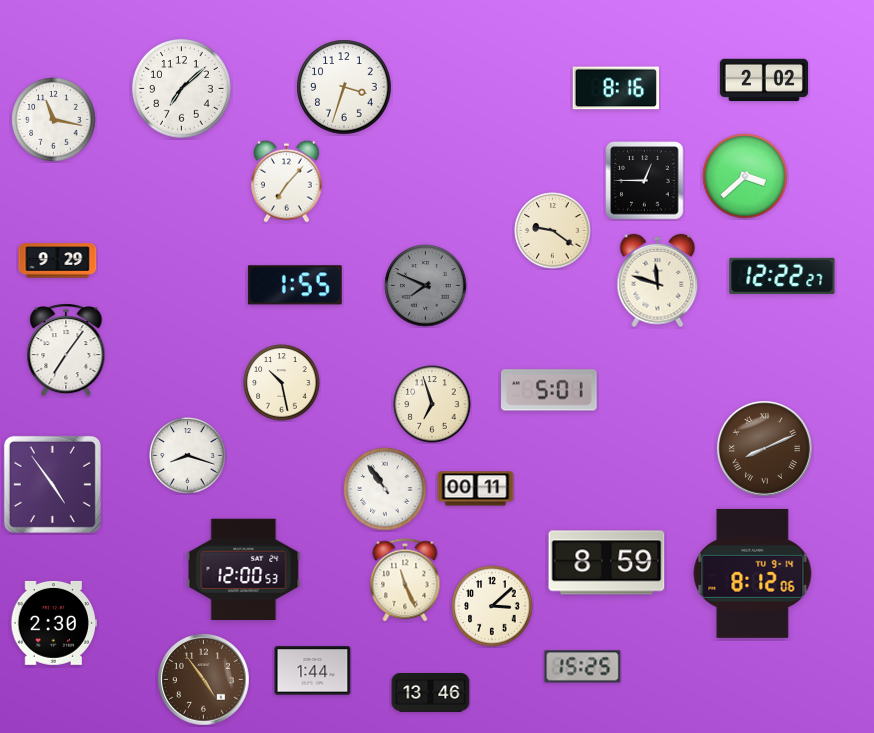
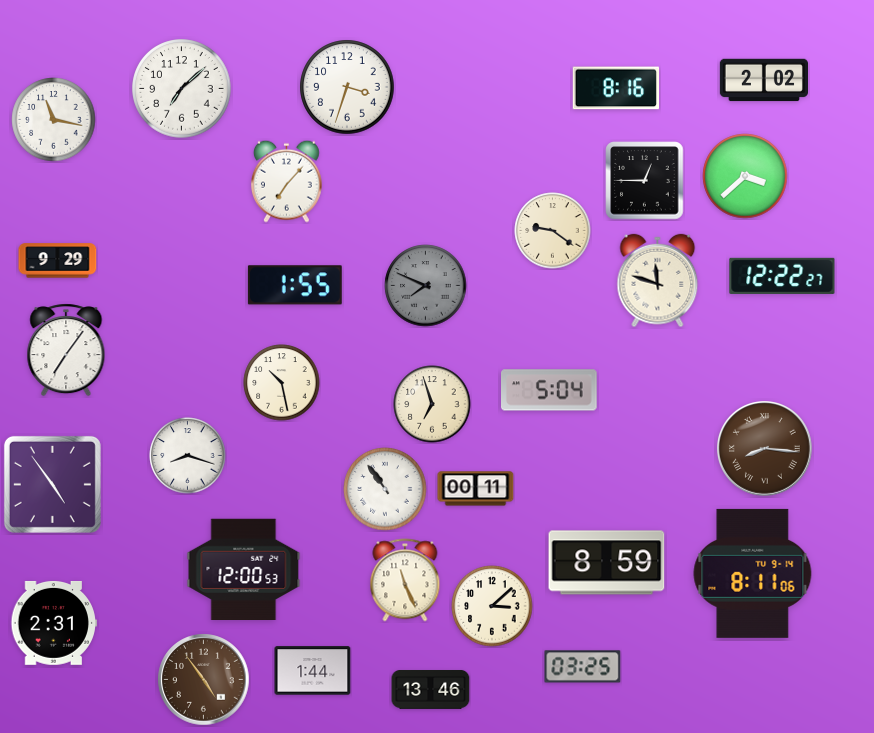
clock at (344, 87) position: (344, 87) -> (347, 87)
clock at (550, 390): 5:01 -> 5:04
clock at (765, 449): 8:11 -> 8:16
clock at (753, 573): 8:12 -> 8:11
clock at (54, 623): 2:30 -> 2:31
clock at (583, 667): 15:25 -> 03:25
clock at (431, 693) position: (431, 693) -> (431, 690)
